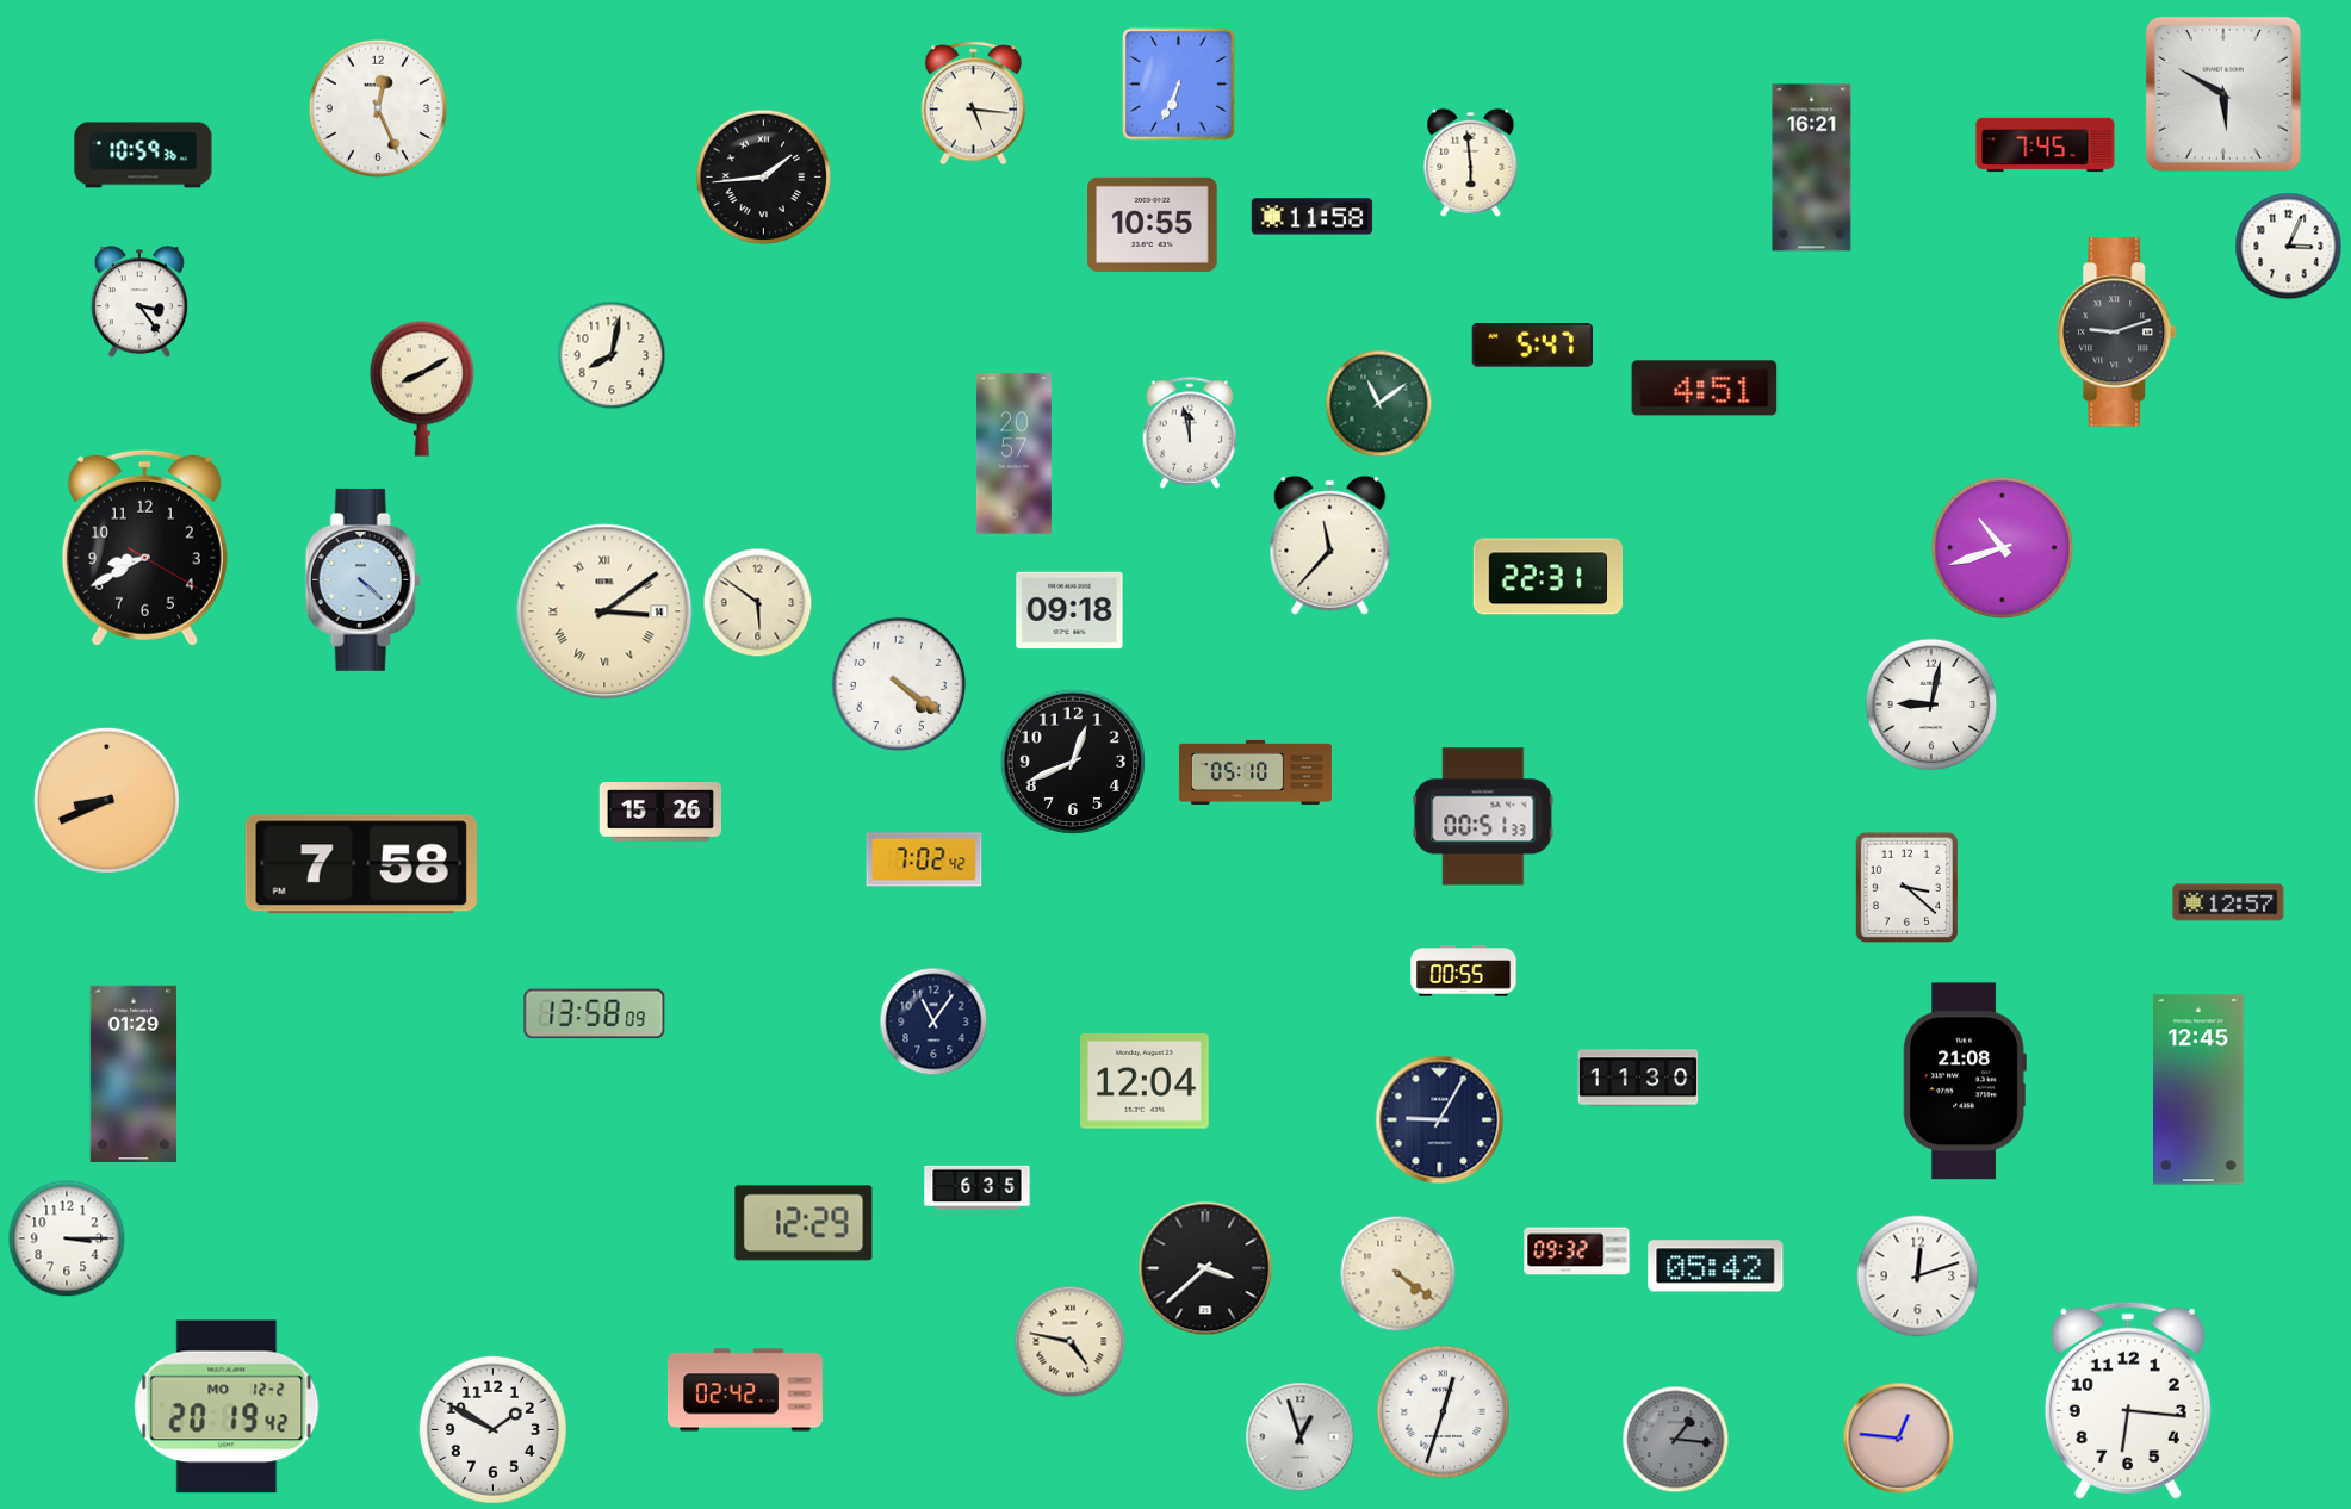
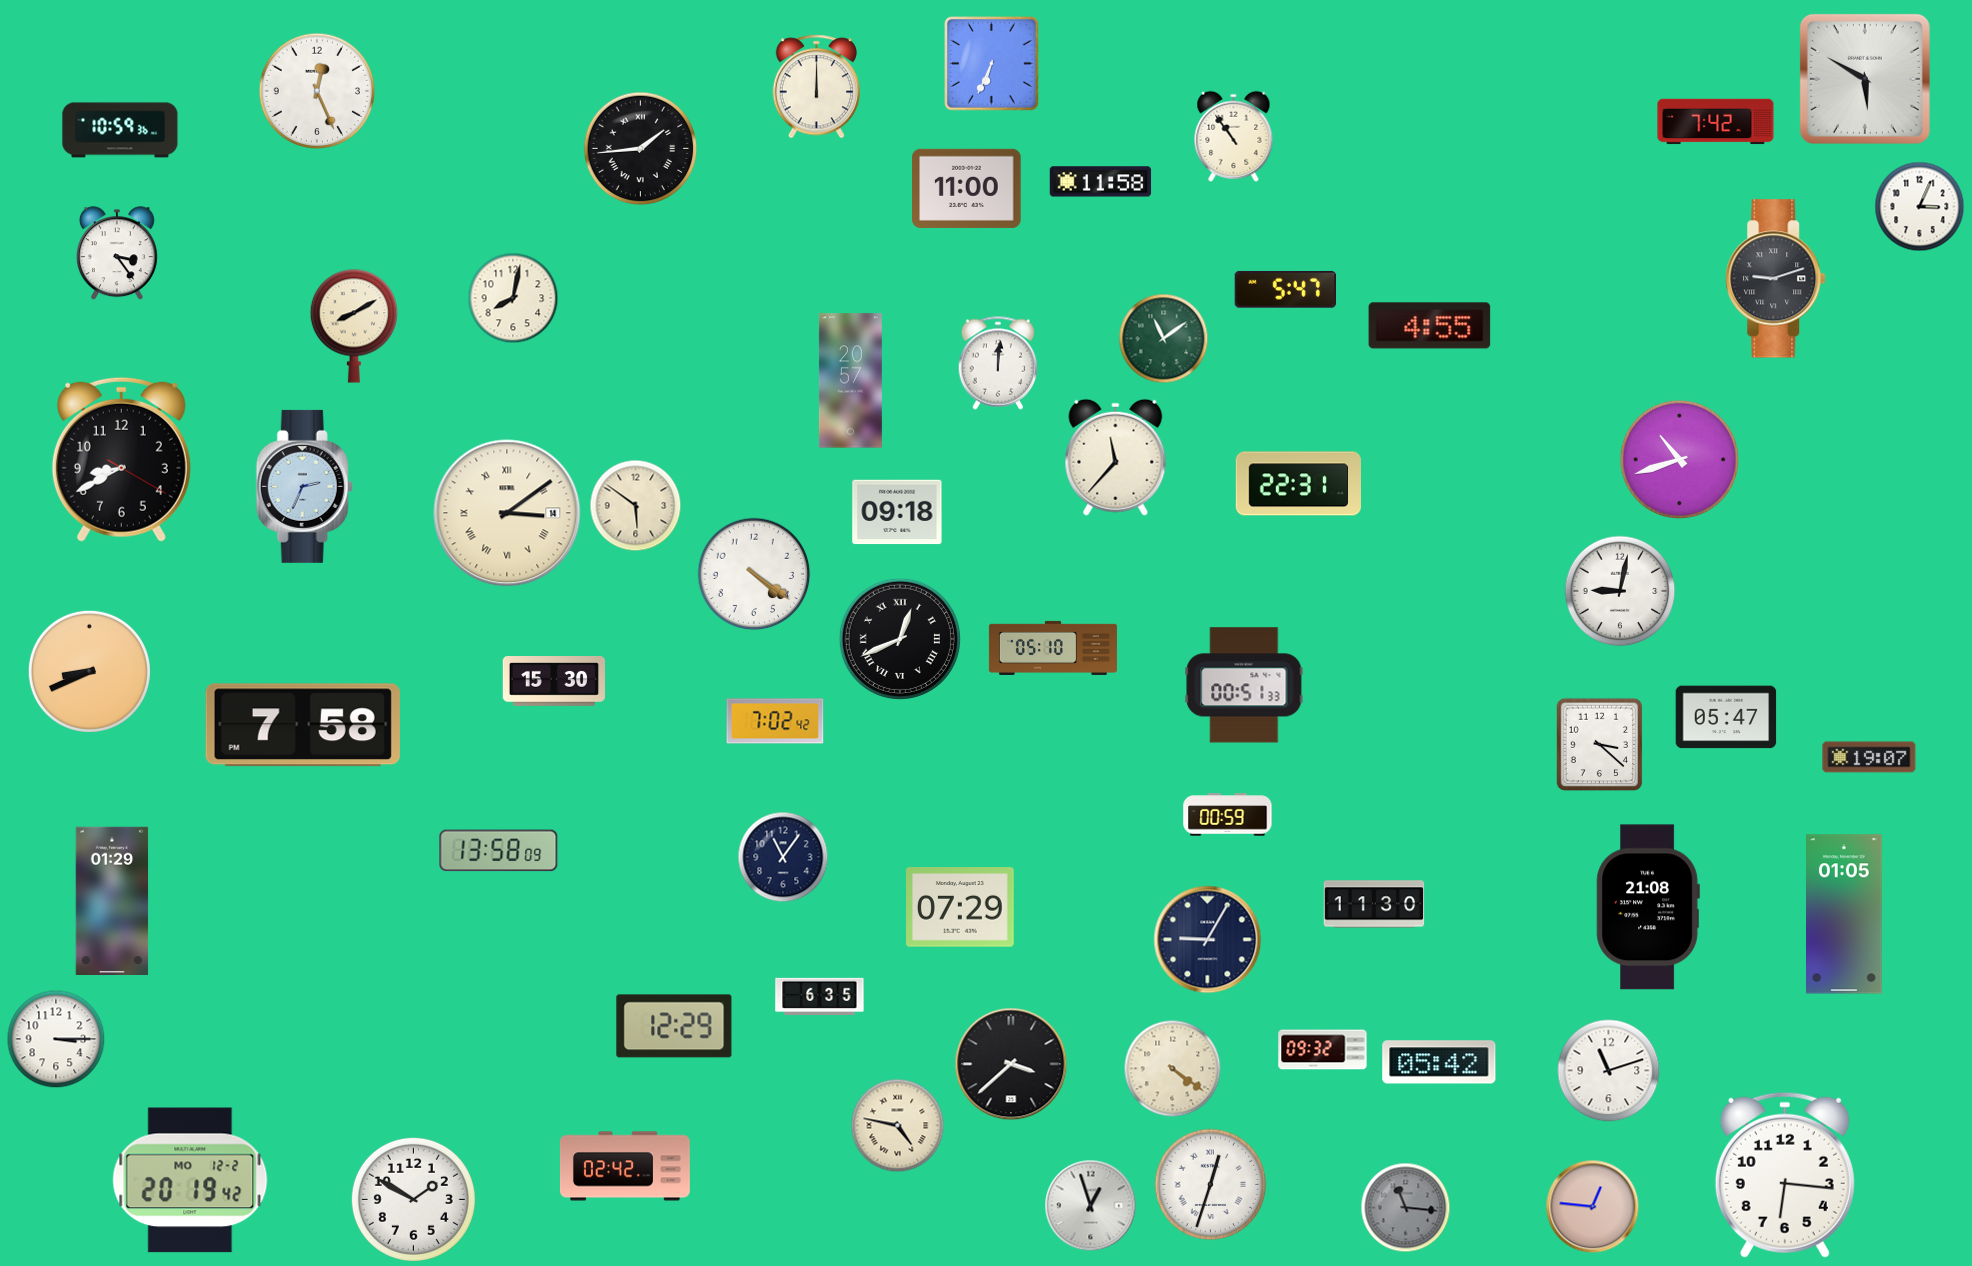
clock at (1179, 85) position: (1179, 85) -> (992, 64)
clock at (973, 104): 5:16 -> 12:00
clock at (2046, 145): 7:45 -> 7:42
clock at (1471, 162): 5:59 -> 10:54
clock at (1812, 168): 16:21 -> none
clock at (1153, 224): 10:55 -> 11:00
clock at (1705, 389): 4:51 -> 4:55
clock at (1379, 404) position: (1379, 404) -> (1164, 339)
clock at (1190, 433): 11:58 -> 12:01
clock at (362, 579): 4:22 -> 2:34
clock at (1073, 762) numerals: Arabic -> Roman
clock at (659, 813): 15:26 -> 15:30
clock at (1726, 717): none -> 05:47
clock at (2228, 902): 12:57 -> 19:07
clock at (1464, 971): 00:55 -> 00:59
clock at (1146, 1081): 12:04 -> 07:29
clock at (2200, 1089): 12:45 -> 01:05
clock at (1918, 1277): 12:12 -> 11:12
clock at (1676, 1440): 1:16 -> 11:16
